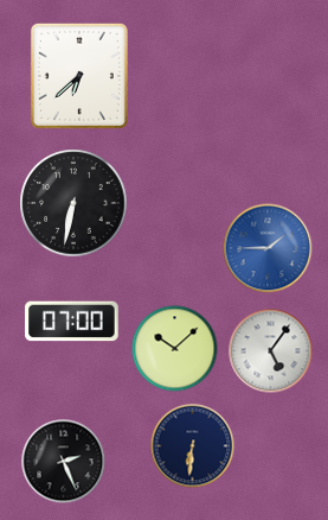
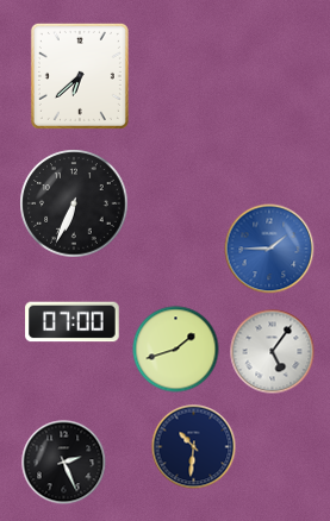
clock at (73, 203): 6:32 -> 6:34
clock at (175, 349): 10:08 -> 1:42
clock at (193, 446): 6:31 -> 10:31
